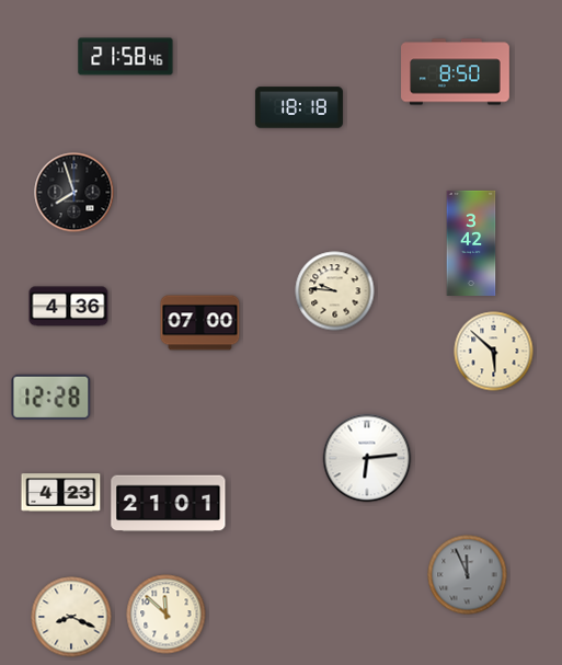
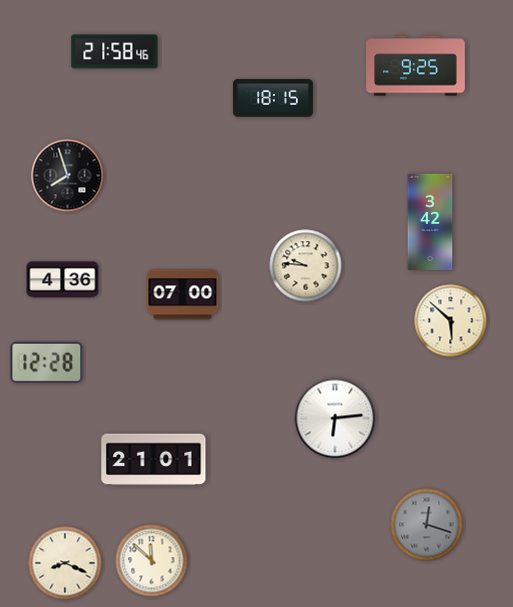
clock at (456, 72): 8:50 -> 9:25
clock at (299, 107): 18:18 -> 18:15
clock at (61, 493): 4:23 -> none
clock at (468, 575): 11:56 -> 12:18
